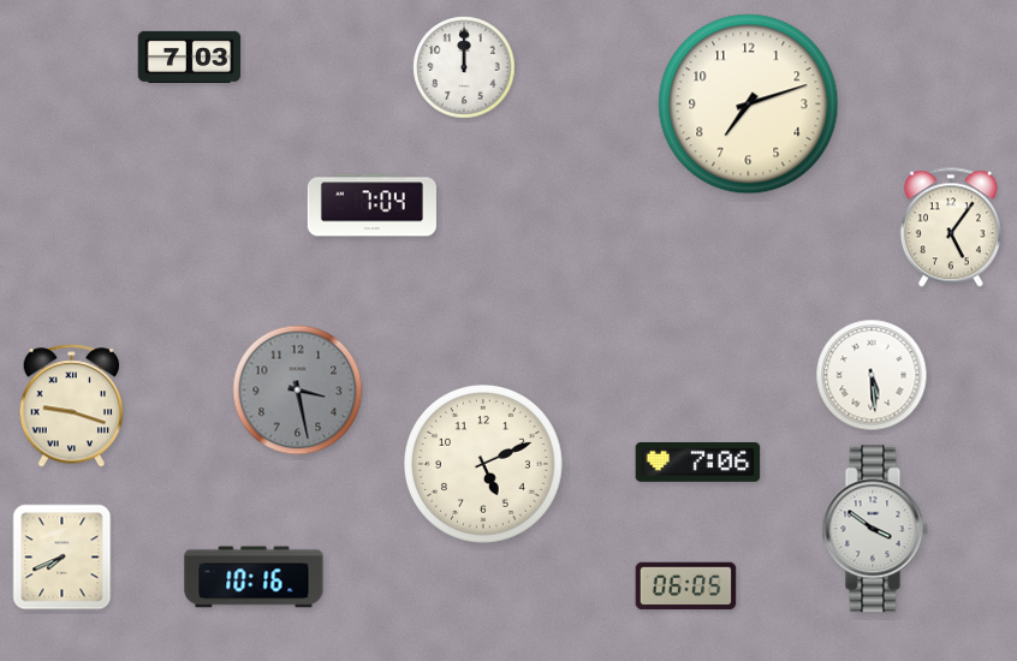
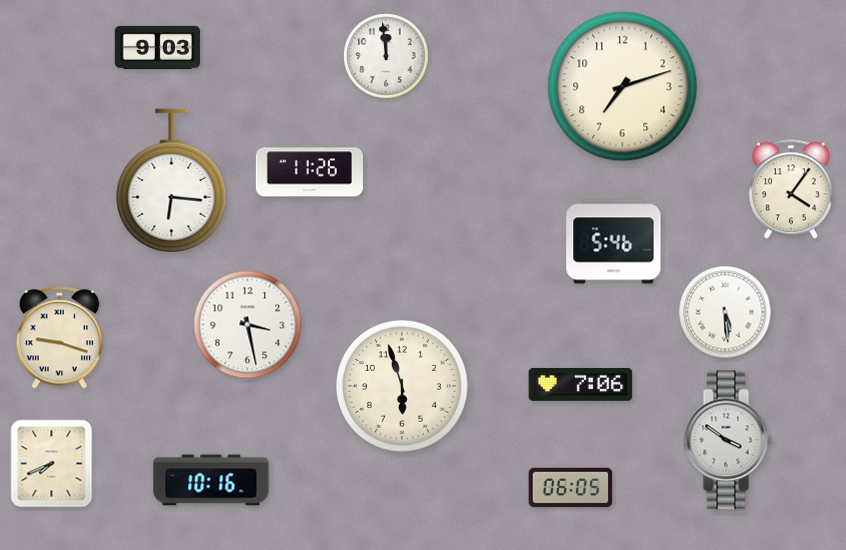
clock at (190, 56): 7:03 -> 9:03
clock at (464, 67): 12:00 -> 11:59
clock at (371, 206): 7:04 -> 11:26
clock at (172, 181): none -> 6:16
clock at (951, 227): 5:06 -> 4:06
clock at (614, 242): none -> 5:46
clock at (298, 391) dial: grey -> white
clock at (483, 464): 5:11 -> 5:57
